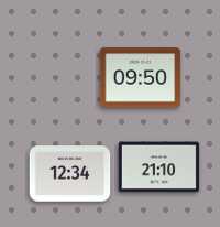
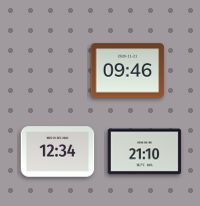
clock at (141, 78): 09:50 -> 09:46
clock at (70, 174) position: (70, 174) -> (58, 152)
